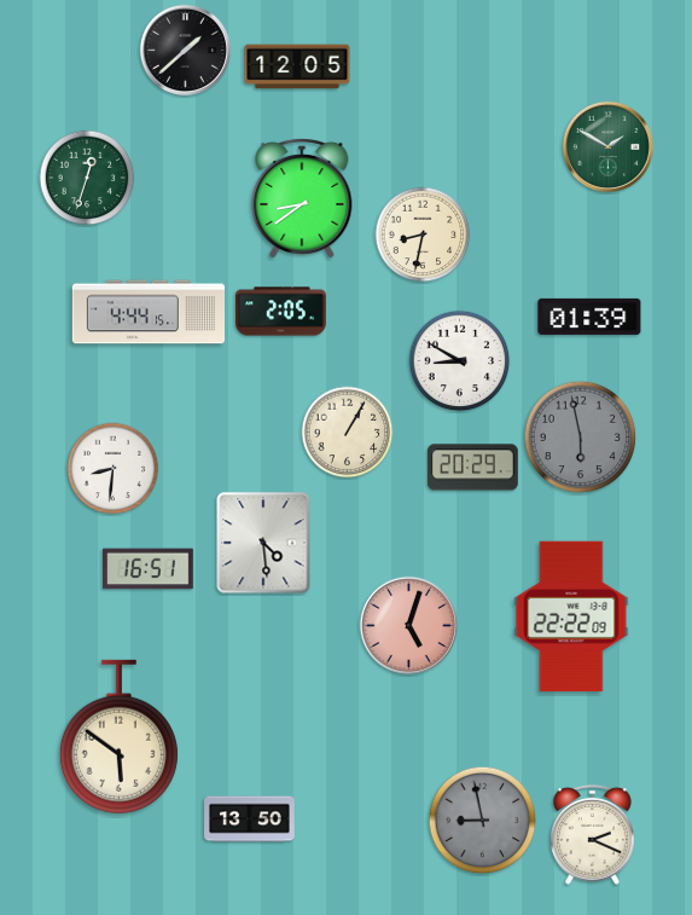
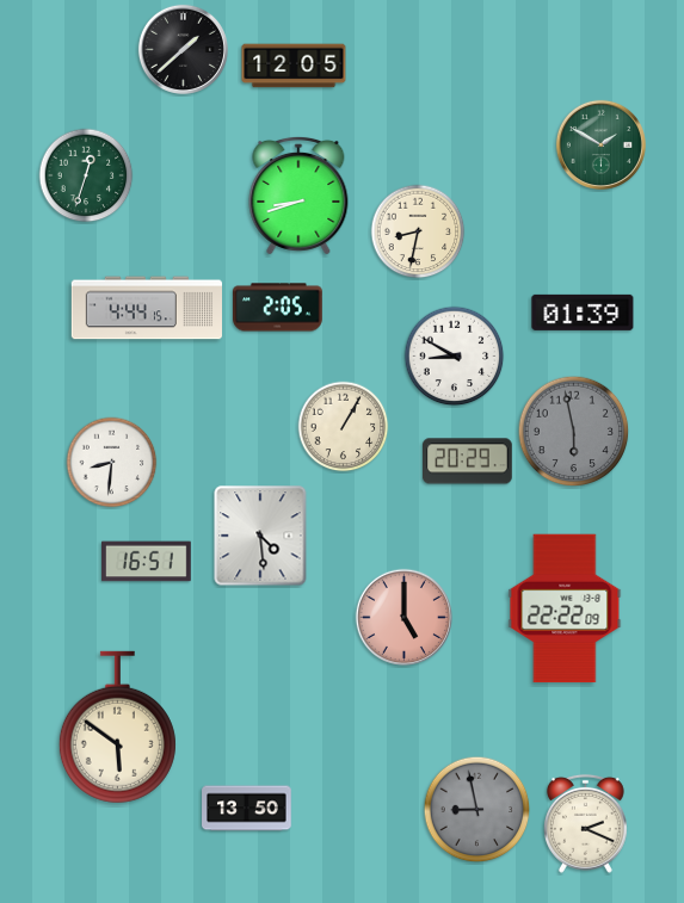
clock at (302, 198): 8:39 -> 8:42
clock at (408, 625): 5:03 -> 5:00
